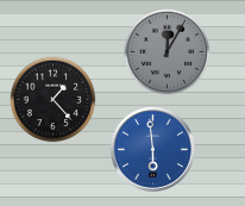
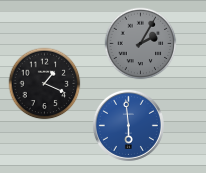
clock at (168, 52): 12:05 -> 2:05
clock at (54, 100): 1:23 -> 1:19
